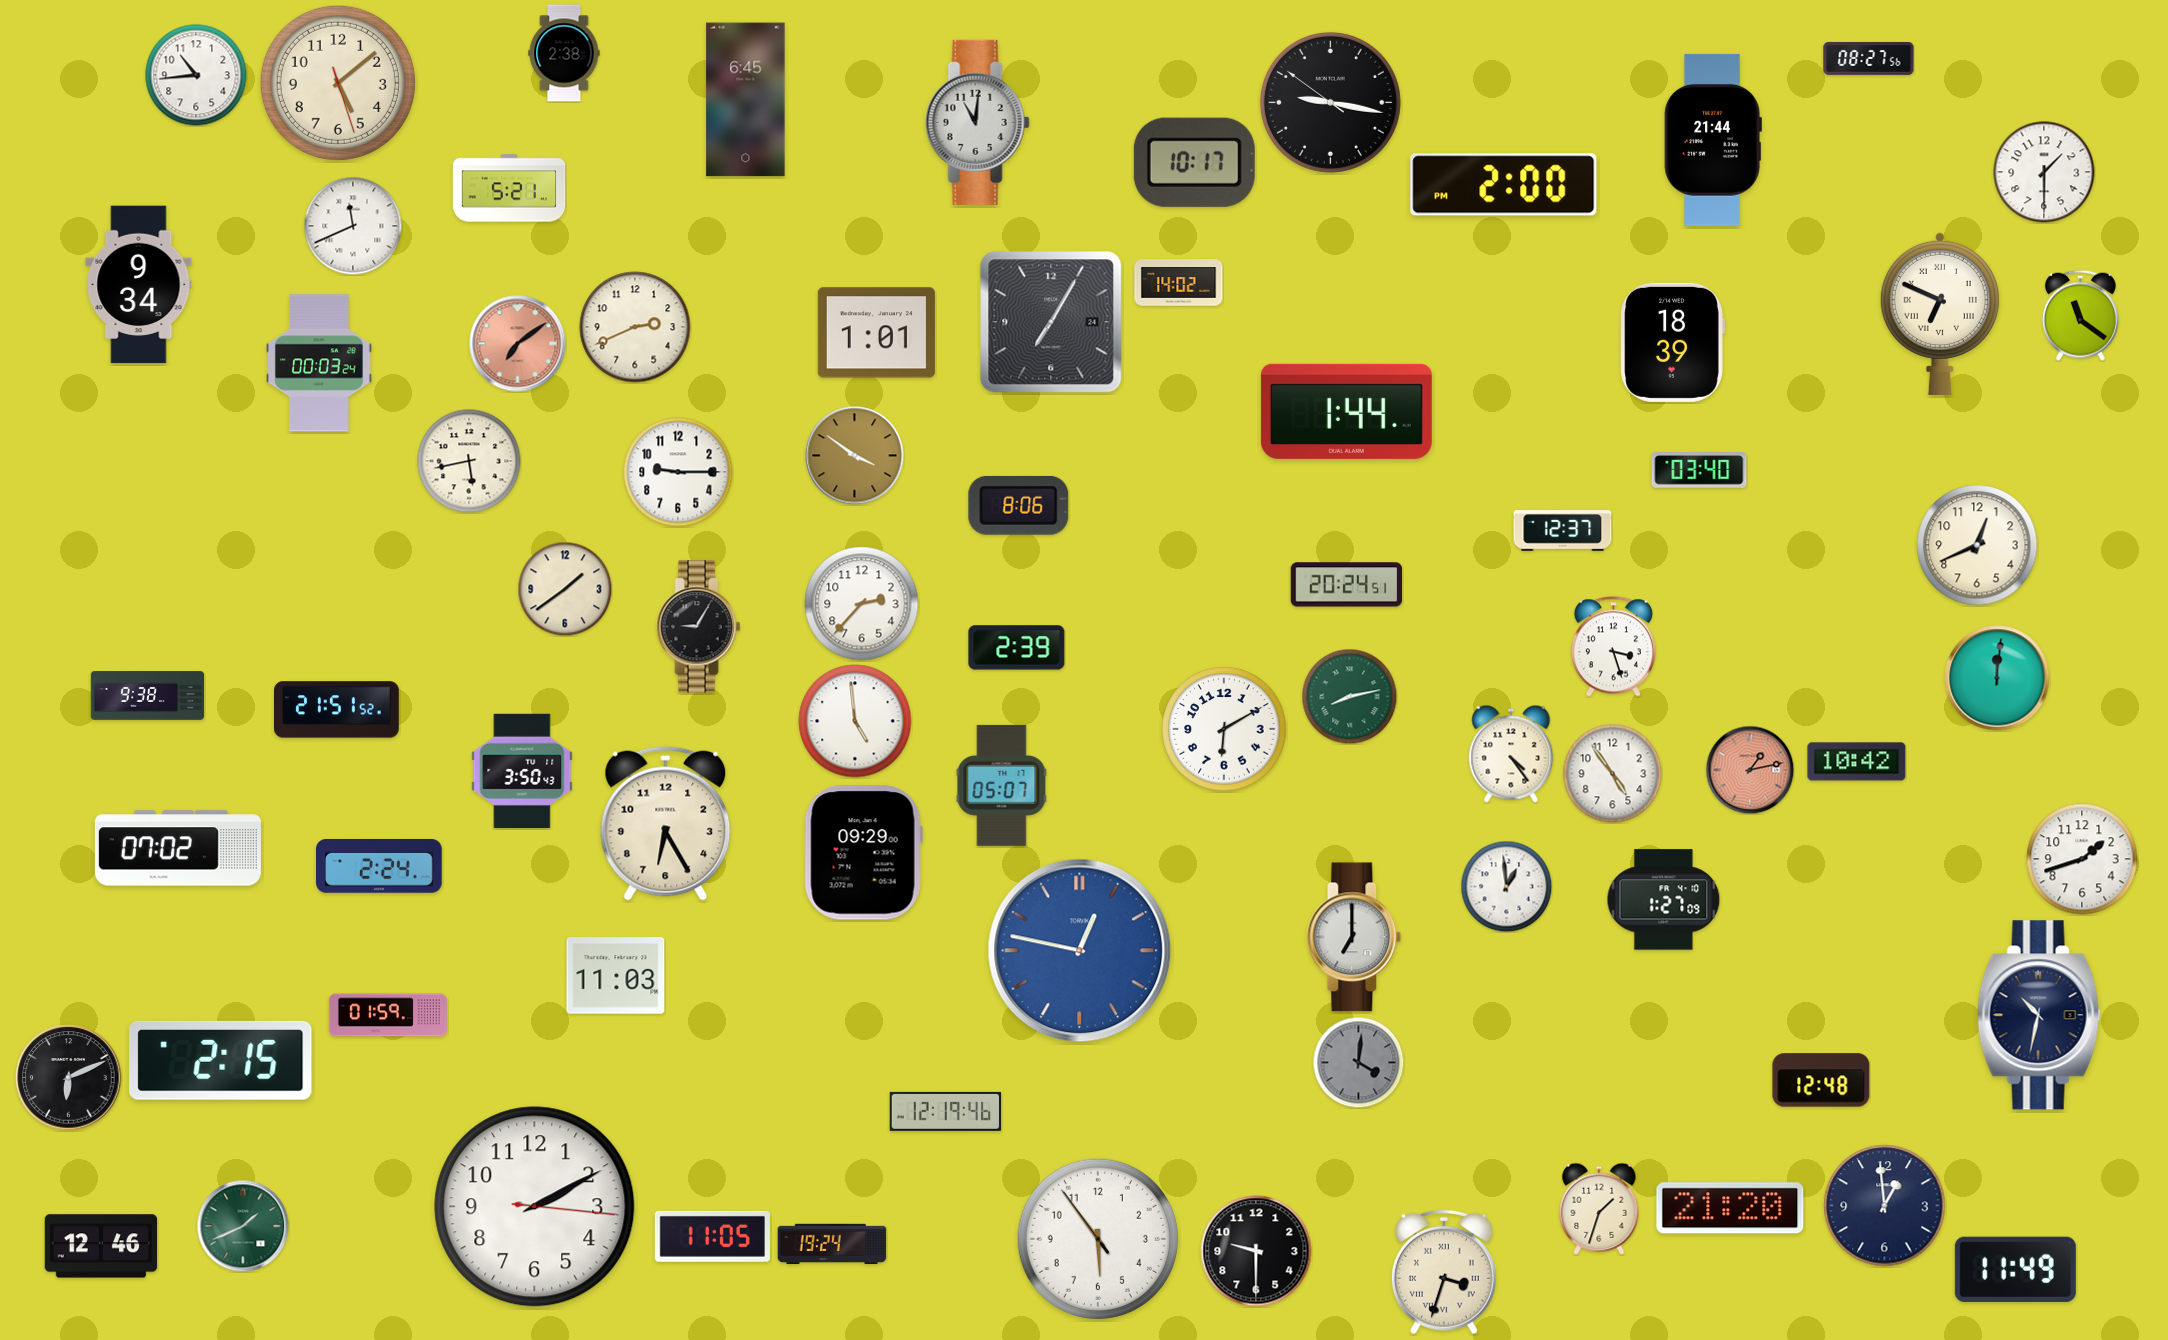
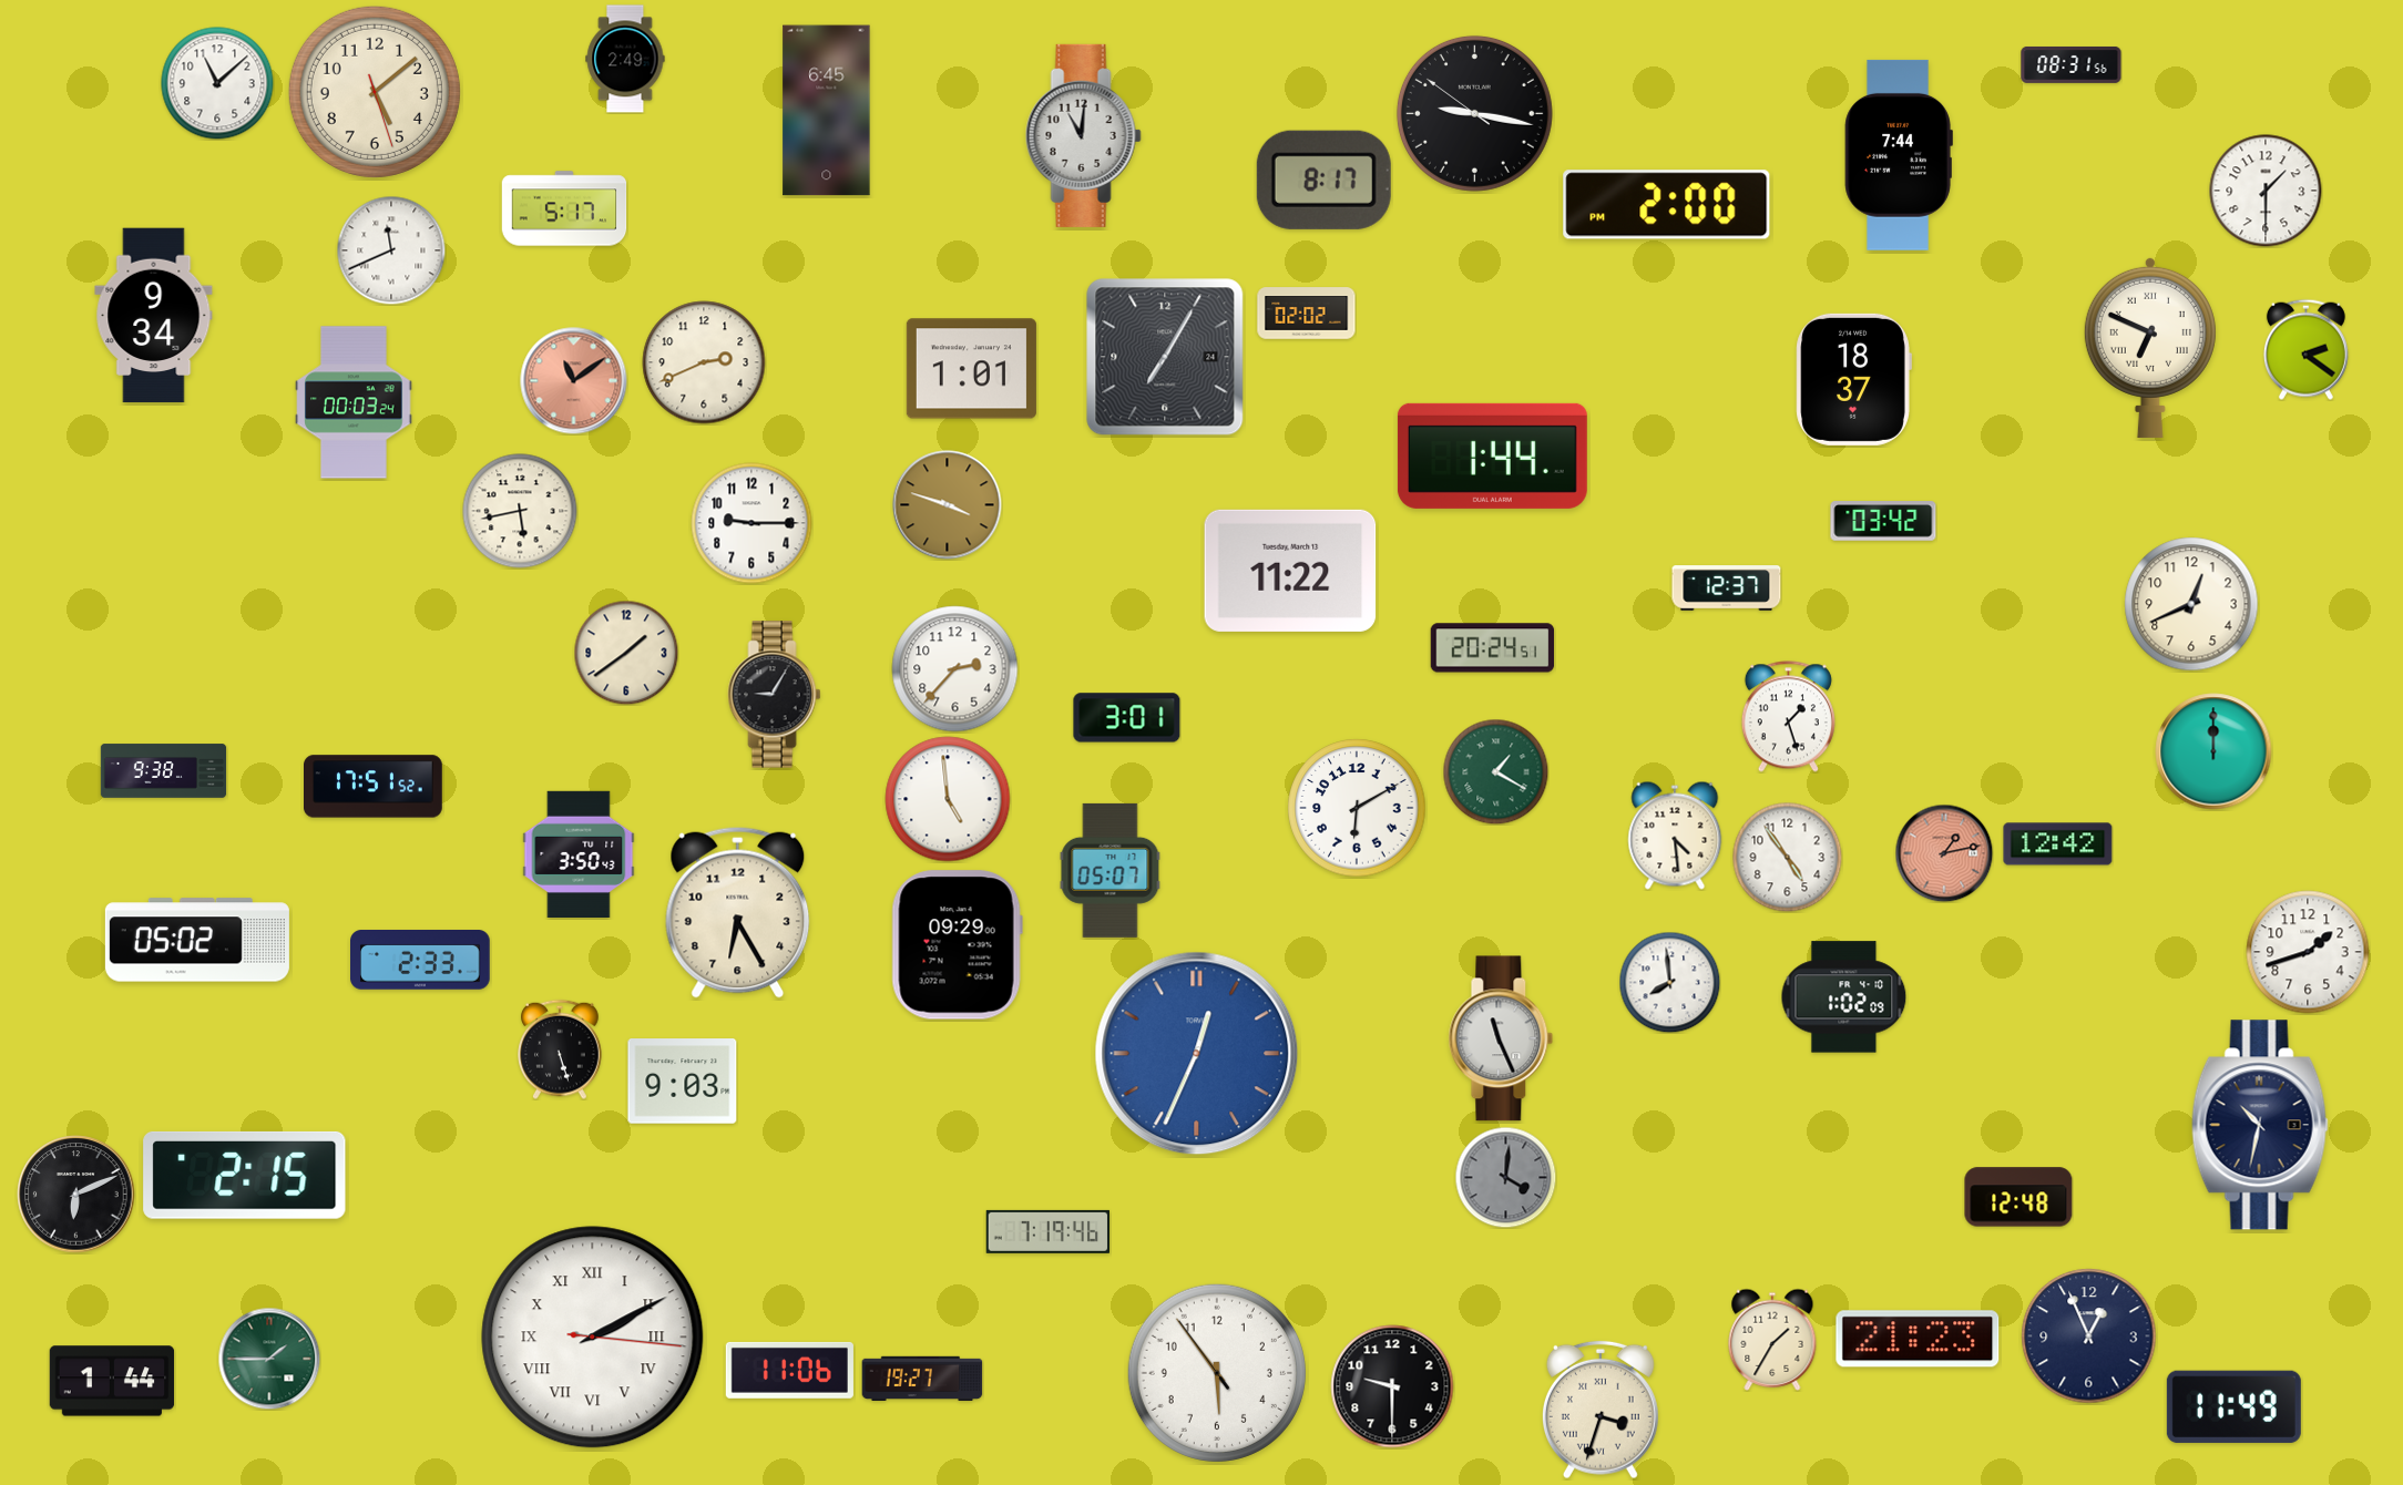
clock at (564, 53): 2:38 -> 2:49
clock at (1869, 58): 08:27 -> 08:31
clock at (196, 75): 10:44 -> 11:08
clock at (1713, 140): 21:44 -> 7:44
clock at (1194, 162): 10:17 -> 8:17
clock at (509, 188): 5:21 -> 5:17
clock at (1179, 283): 14:02 -> 02:02
clock at (2080, 315): 11:21 -> 2:21
clock at (1672, 342): 18:39 -> 18:37
clock at (518, 344): 7:09 -> 11:09
clock at (855, 456): 3:51 -> 3:48
clock at (1699, 470): 03:40 -> 03:42
clock at (1019, 505): 8:06 -> none
clock at (1290, 571): none -> 11:22
clock at (1563, 531) position: (1563, 531) -> (1727, 588)
clock at (1613, 647): 3:27 -> 1:27
clock at (1017, 648): 2:39 -> 3:01
clock at (1997, 678): 12:01 -> 12:00
clock at (1349, 696): 8:13 -> 1:20
clock at (337, 710): 21:51 -> 17:51
clock at (1511, 754): 4:24 -> 4:29
clock at (1857, 762): 10:42 -> 12:42
clock at (1750, 770) position: (1750, 770) -> (1944, 853)
clock at (178, 848): 07:02 -> 05:02
clock at (380, 867): 2:24 -> 2:33
clock at (1506, 886): 12:59 -> 7:59
clock at (1664, 900): 1:27 -> 1:02
clock at (1354, 937): 7:00 -> 11:26
clock at (561, 1049): none -> 5:27
clock at (1080, 951): 12:47 -> 12:34
clock at (616, 976): 11:03 -> 9:03
clock at (388, 1015): 01:59 -> none
clock at (946, 1111): 12:19 -> 7:19
clock at (1885, 1206): 12:59 -> 12:56
clock at (535, 1207) numerals: Arabic -> Roman
clock at (1730, 1208): 21:20 -> 21:23
clock at (1599, 1209): 1:33 -> 1:35
clock at (243, 1226): 1:41 -> 1:45
clock at (712, 1236): 11:05 -> 11:06
clock at (832, 1243): 19:24 -> 19:27
clock at (101, 1246): 12:46 -> 1:44
